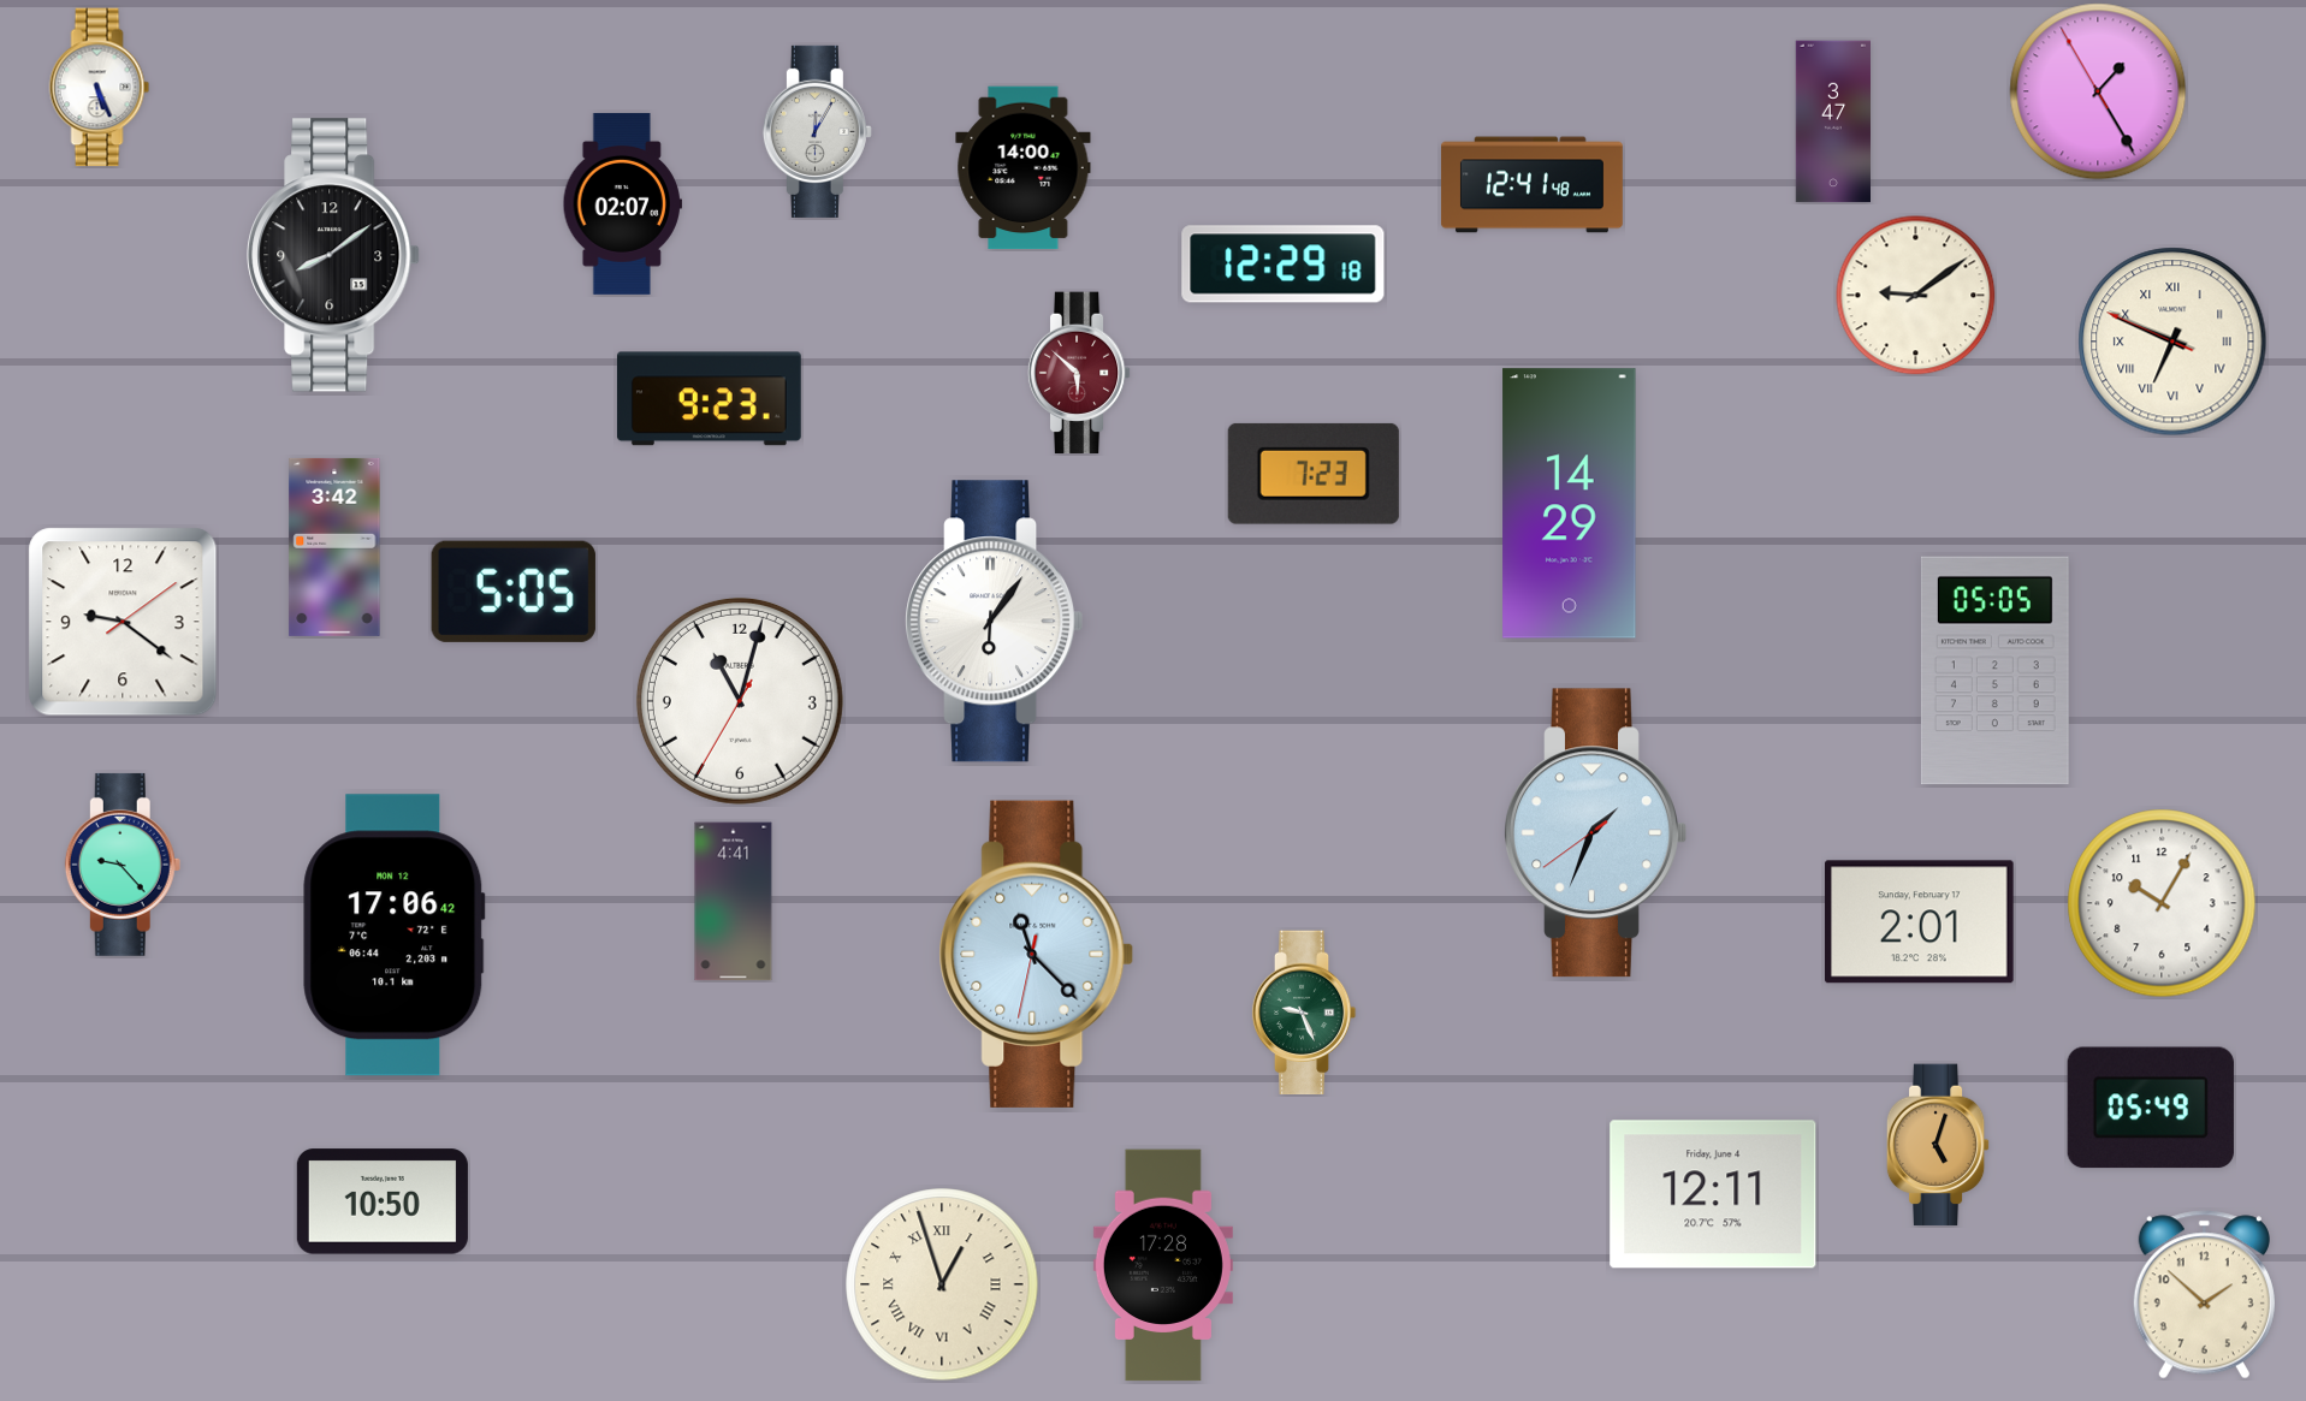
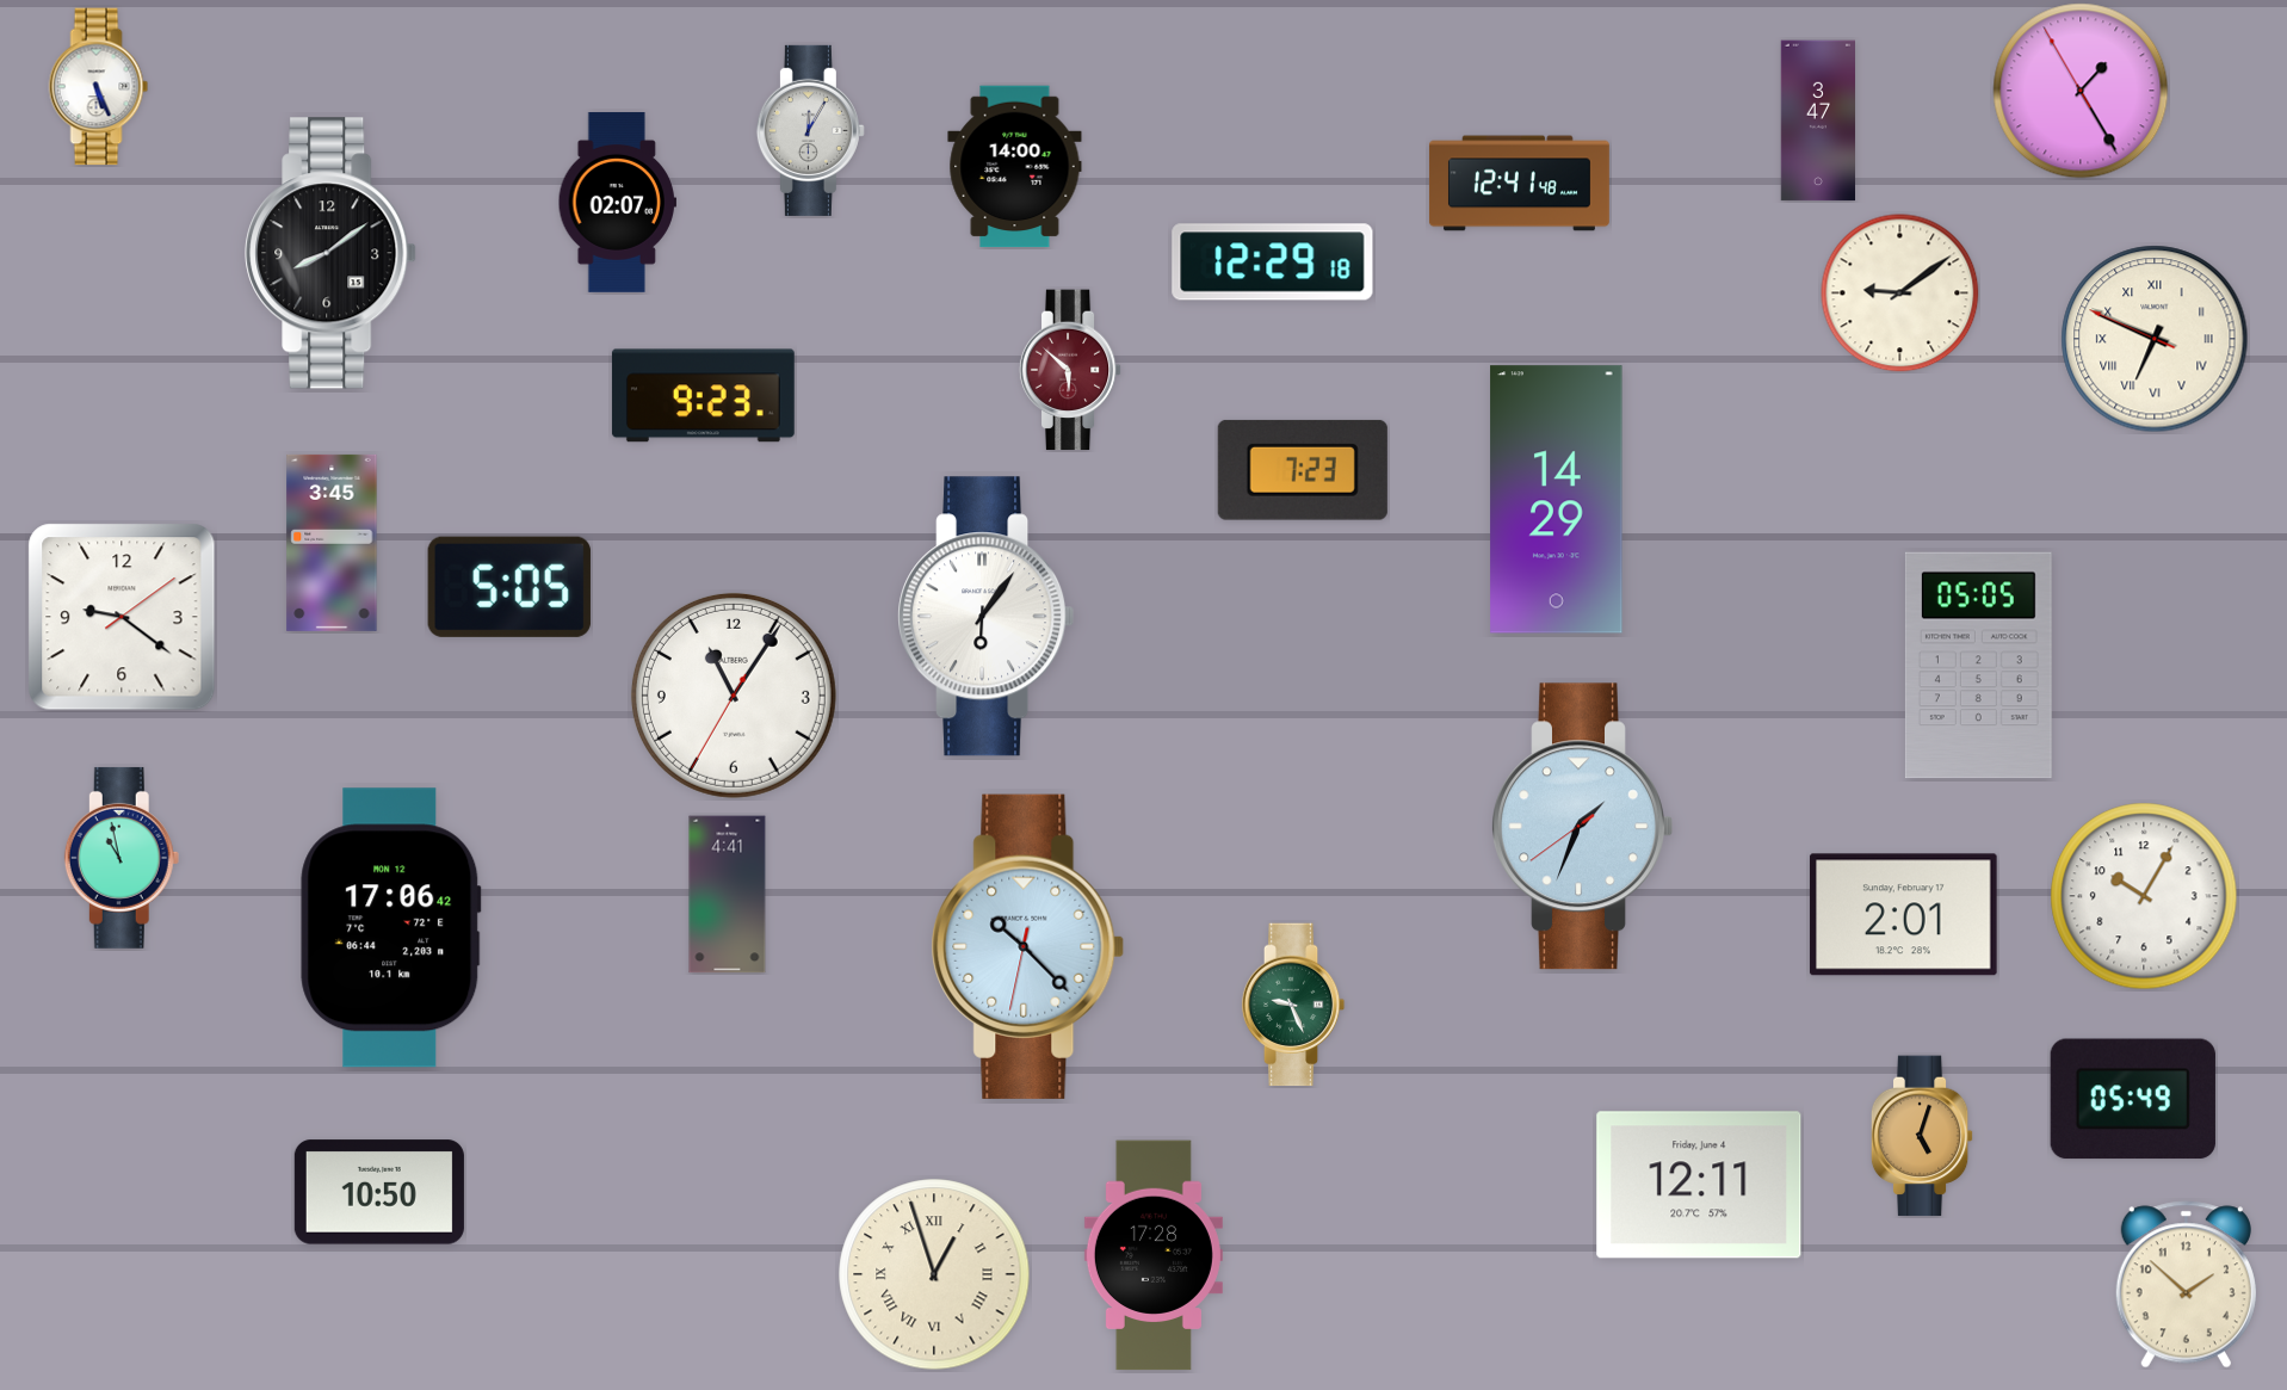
clock at (334, 547): 3:42 -> 3:45
clock at (740, 701): 11:02 -> 11:05
clock at (123, 865): 9:23 -> 10:58
clock at (1037, 954): 11:22 -> 10:22
